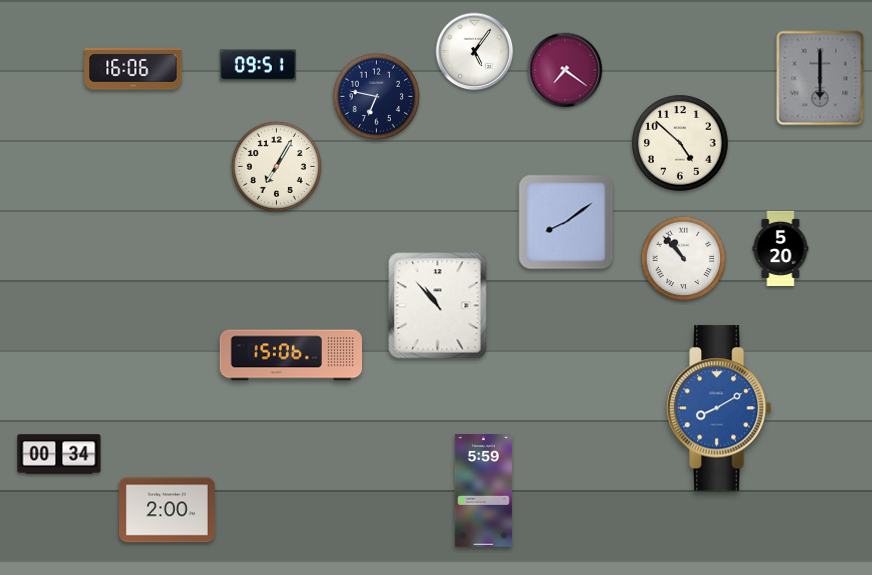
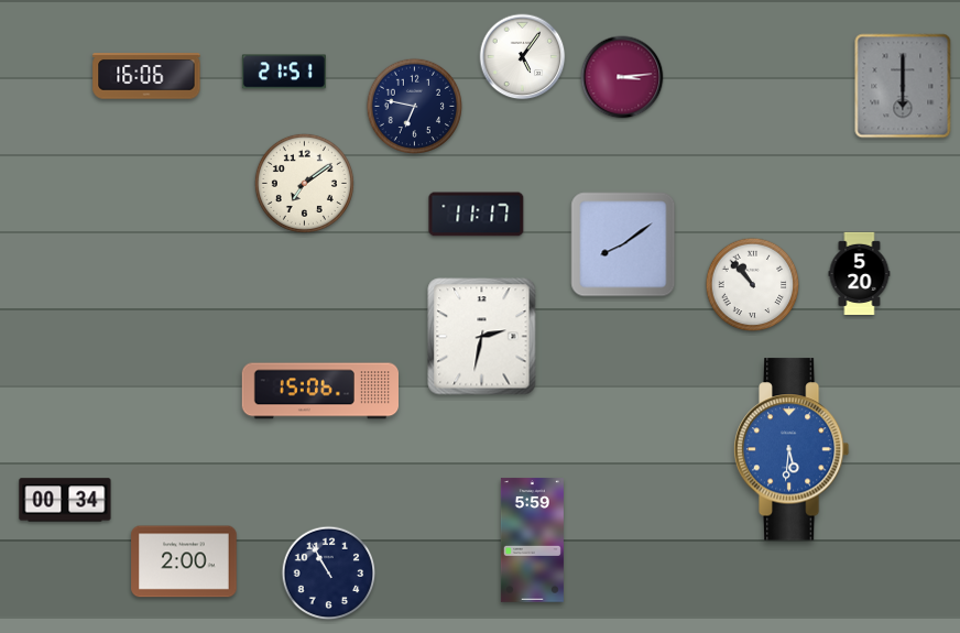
clock at (258, 65): 09:51 -> 21:51
clock at (565, 70): 7:21 -> 3:14
clock at (680, 143): 4:52 -> none
clock at (276, 166): 7:05 -> 7:09
clock at (477, 215): none -> 11:17
clock at (438, 306): 10:53 -> 2:32
clock at (719, 408): 8:10 -> 5:31
clock at (329, 574): none -> 10:55
